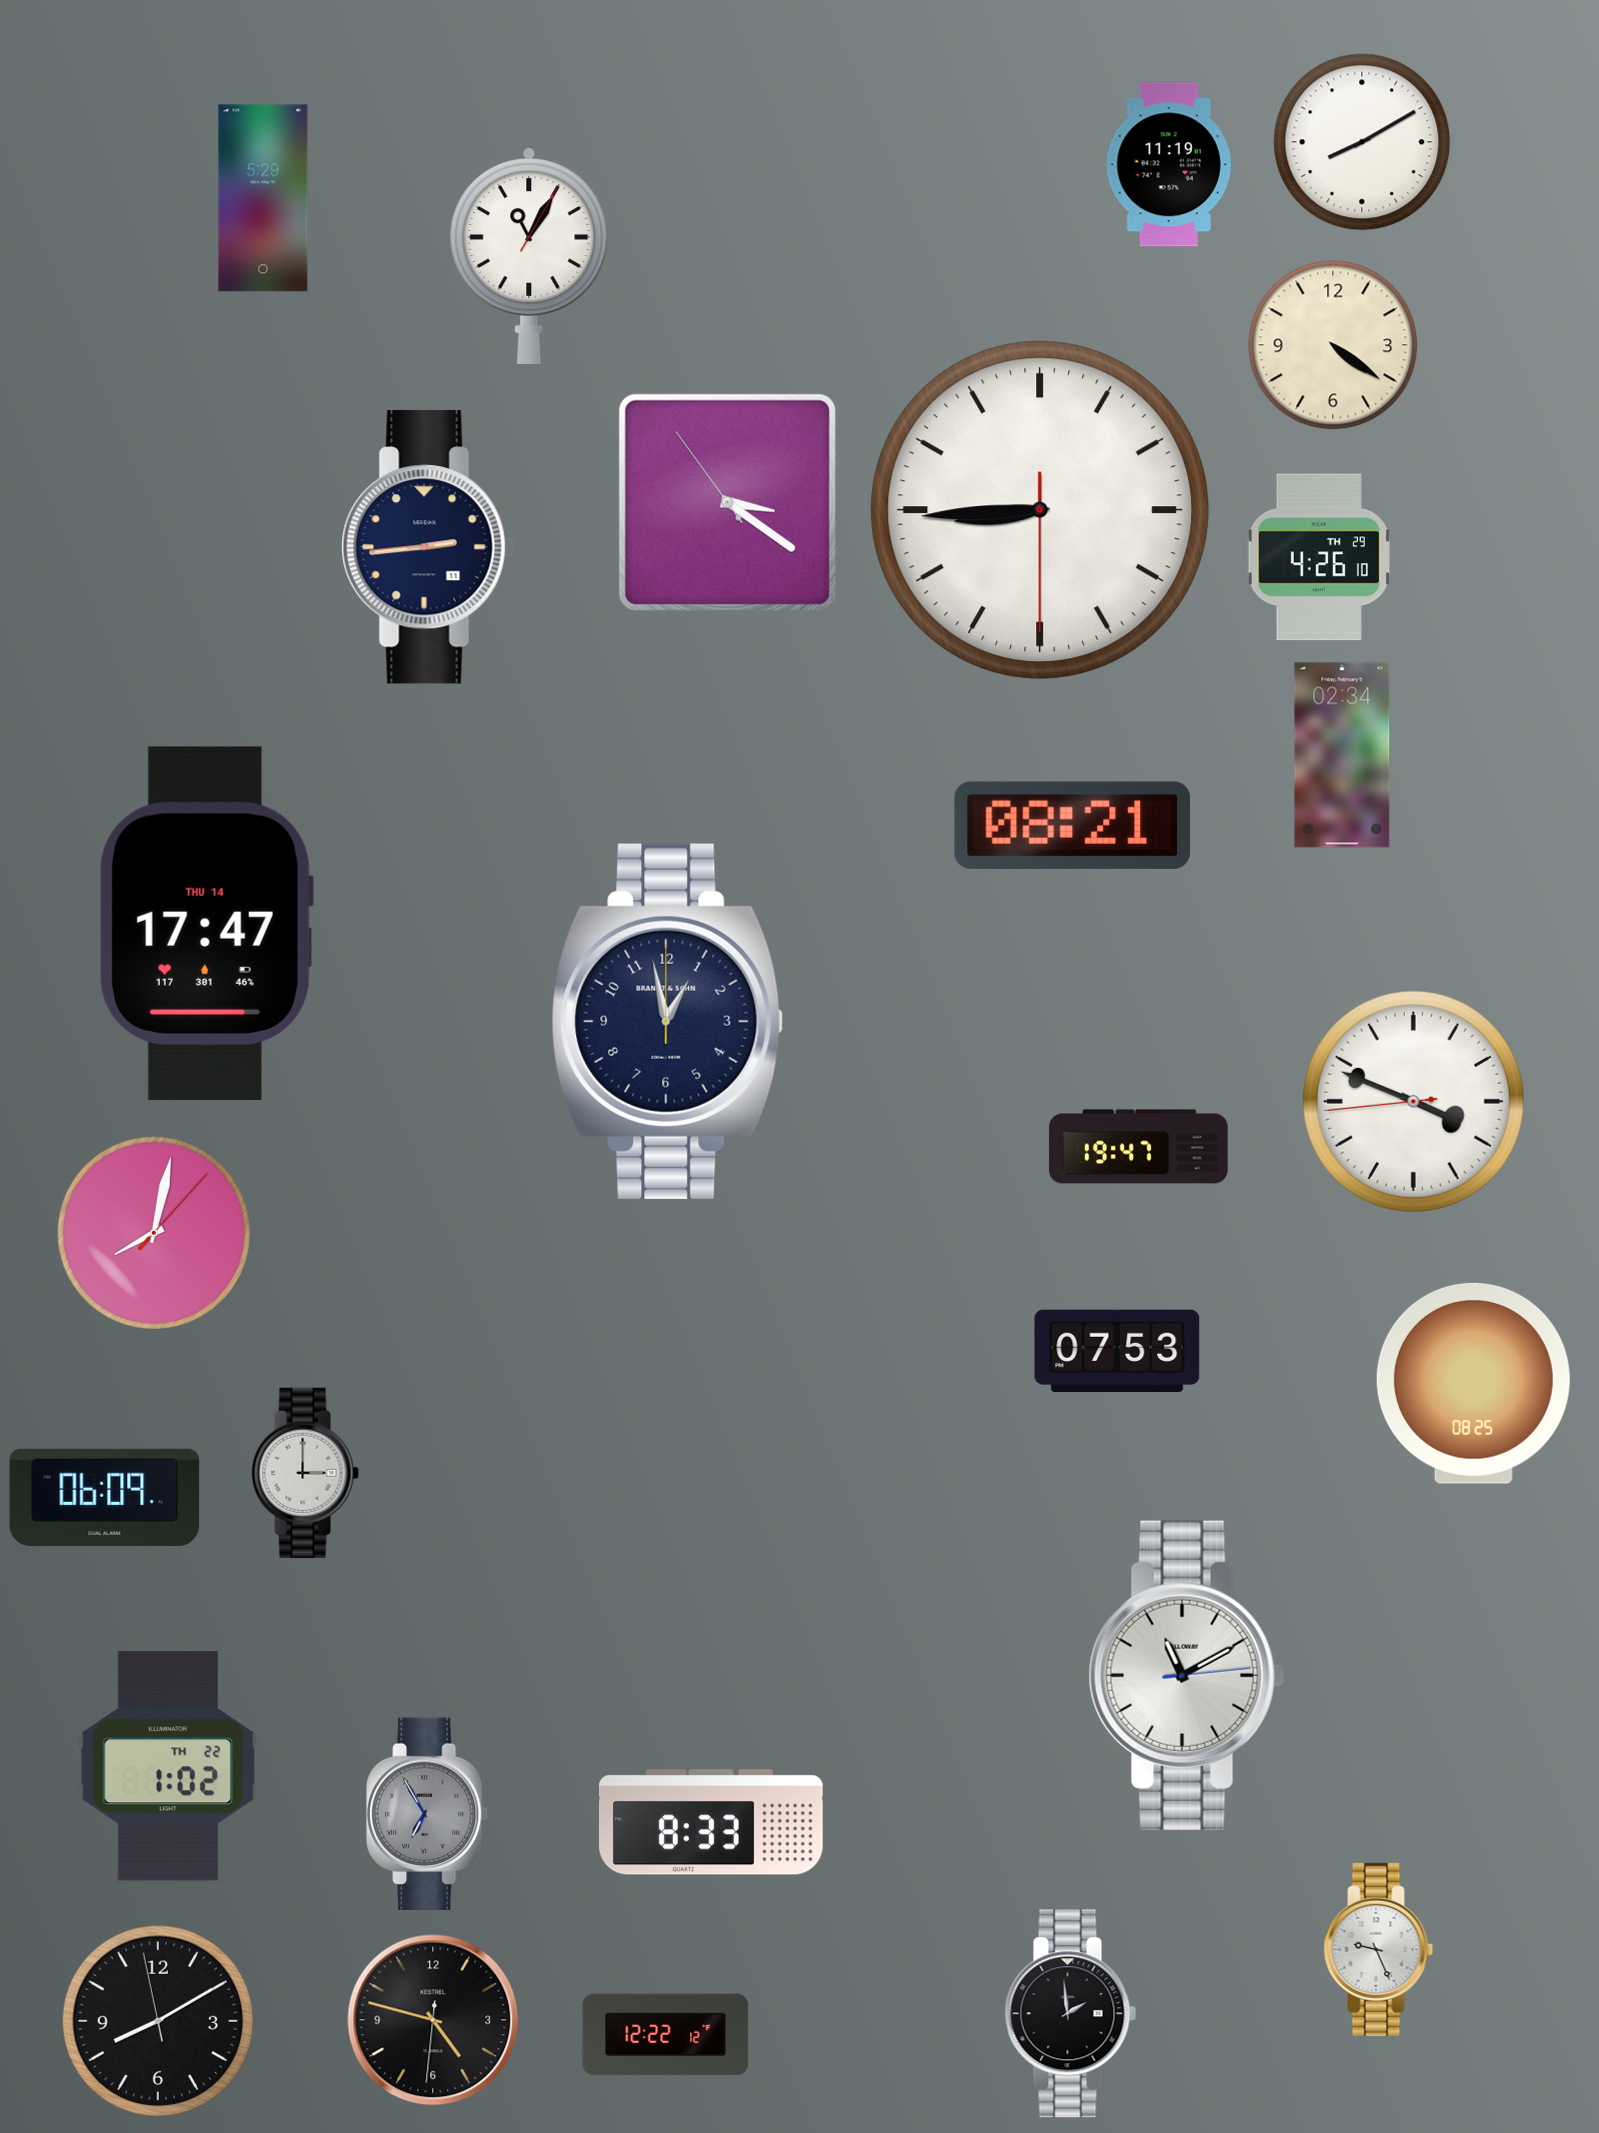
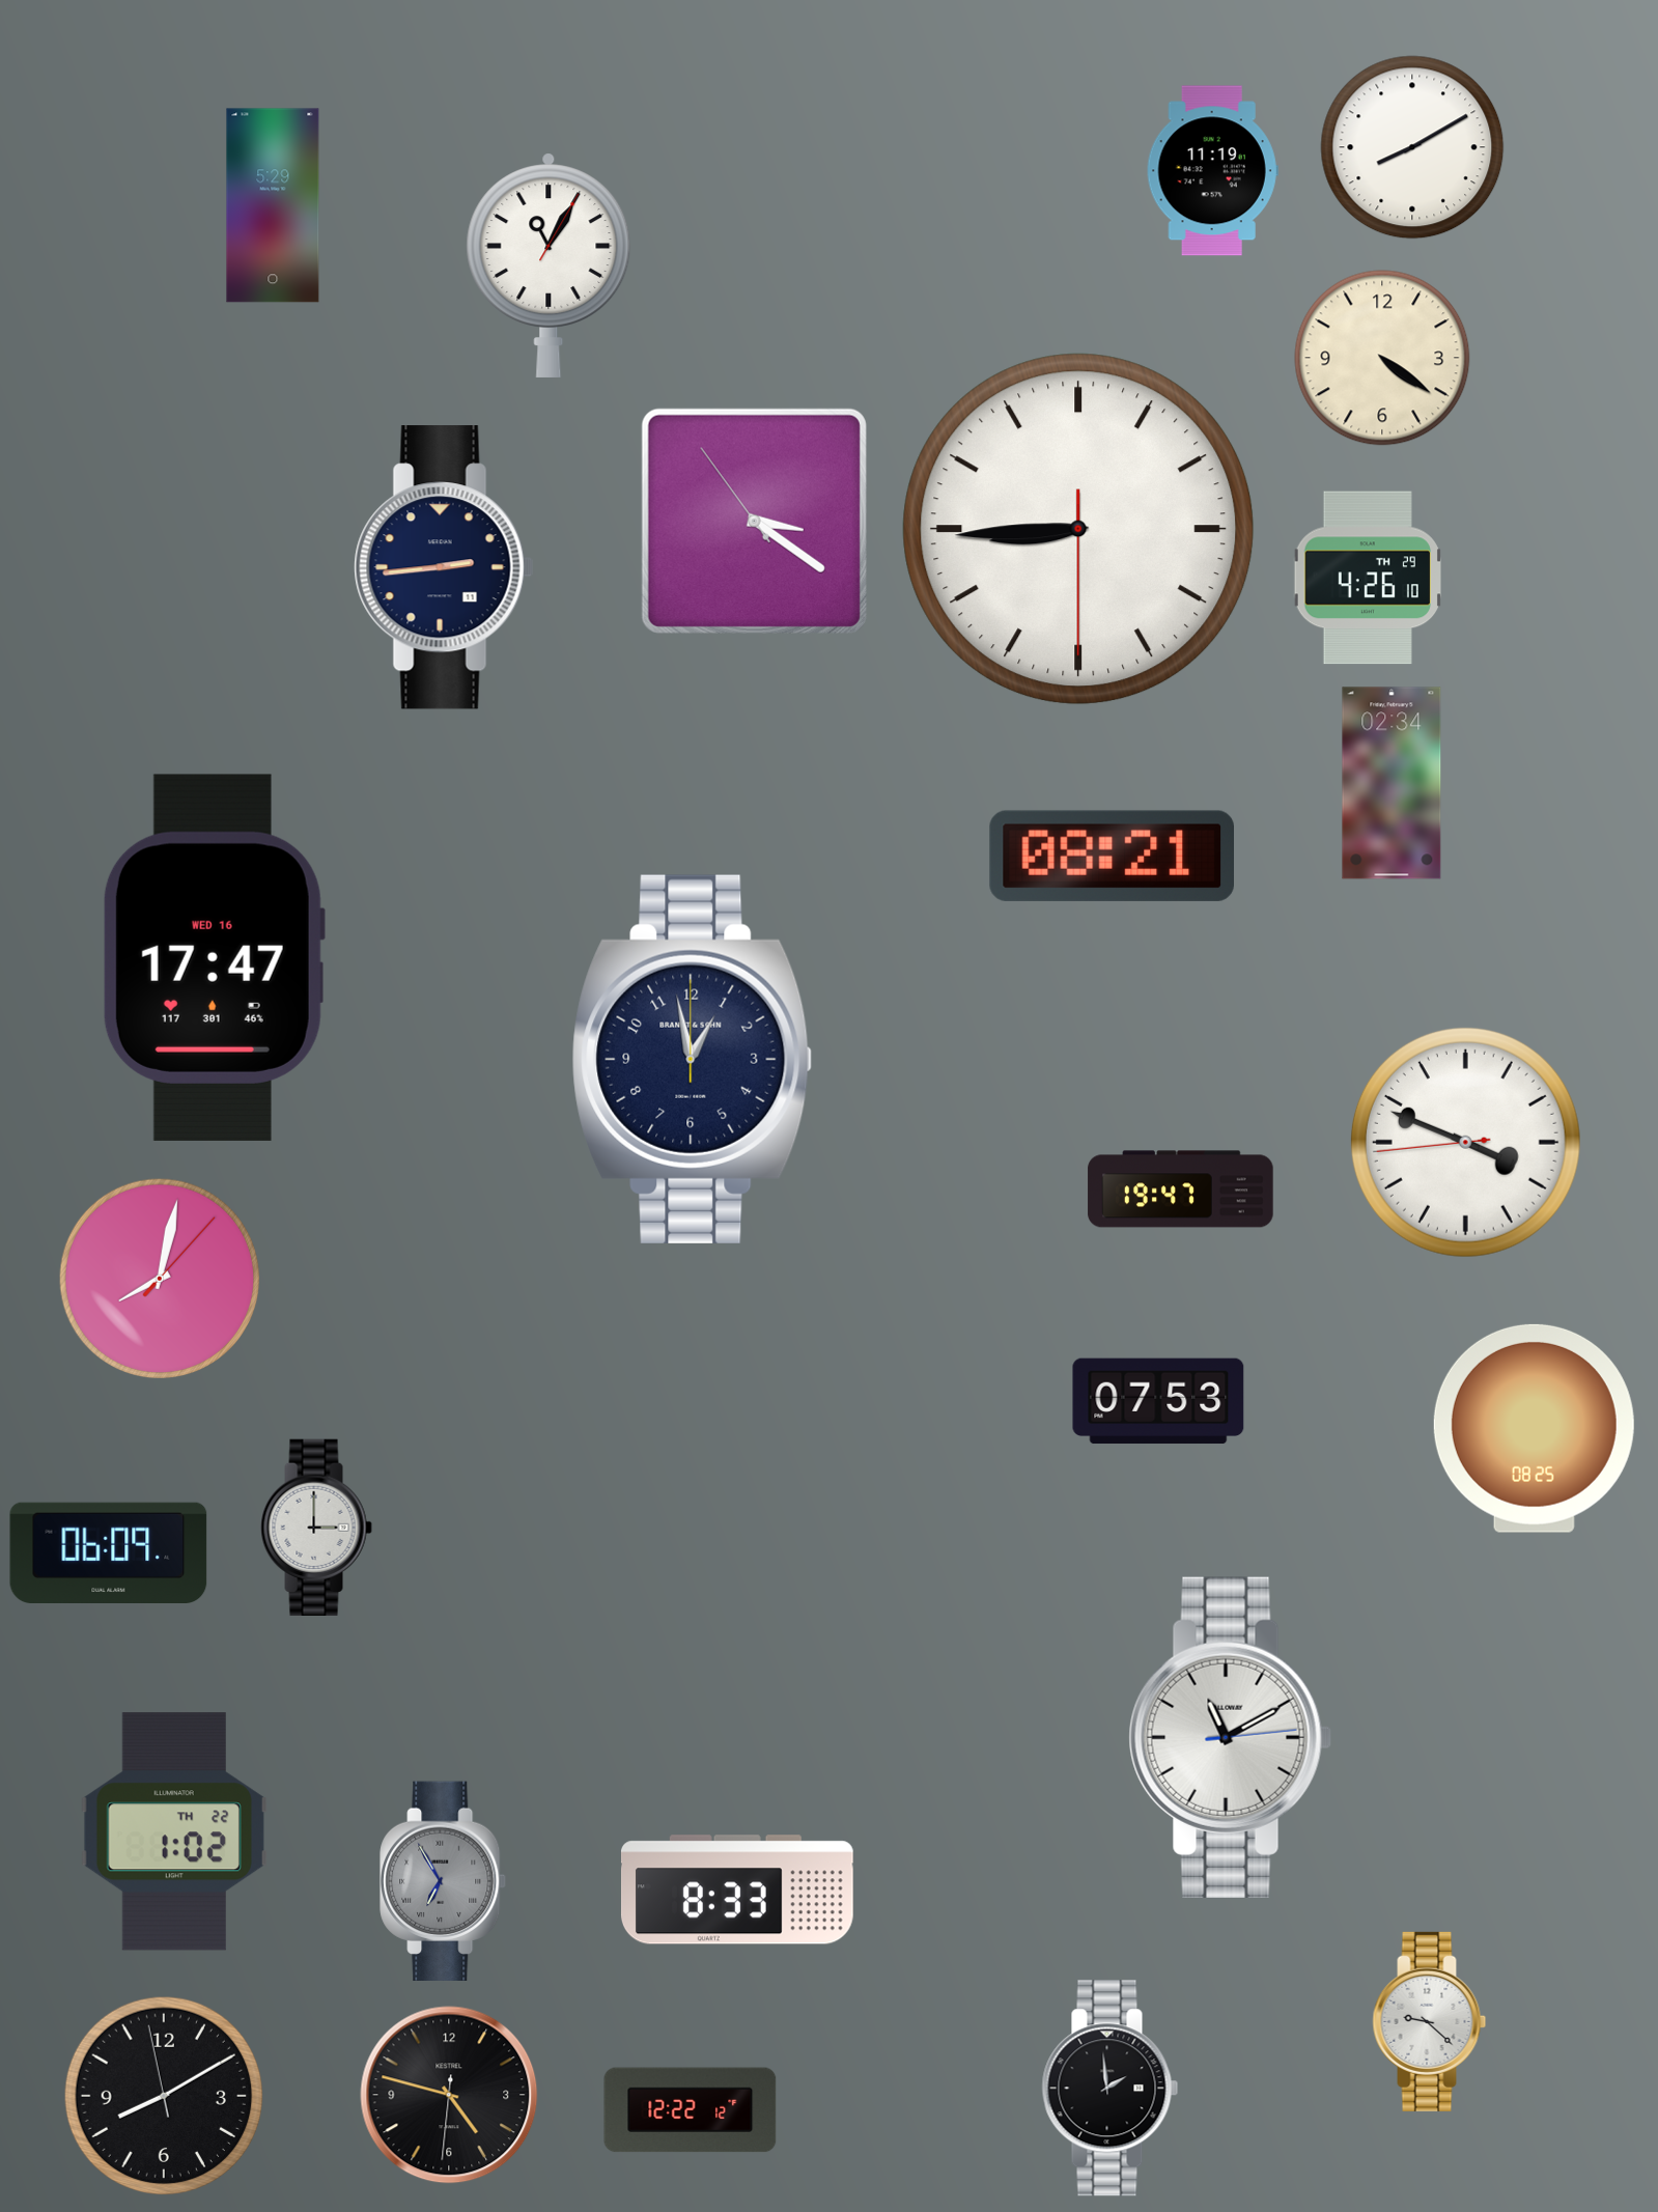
clock at (206, 923) date: THU 14 -> WED 16
clock at (1473, 1383) position: (1473, 1383) -> (1534, 1428)
clock at (1379, 1949): 9:26 -> 9:22
